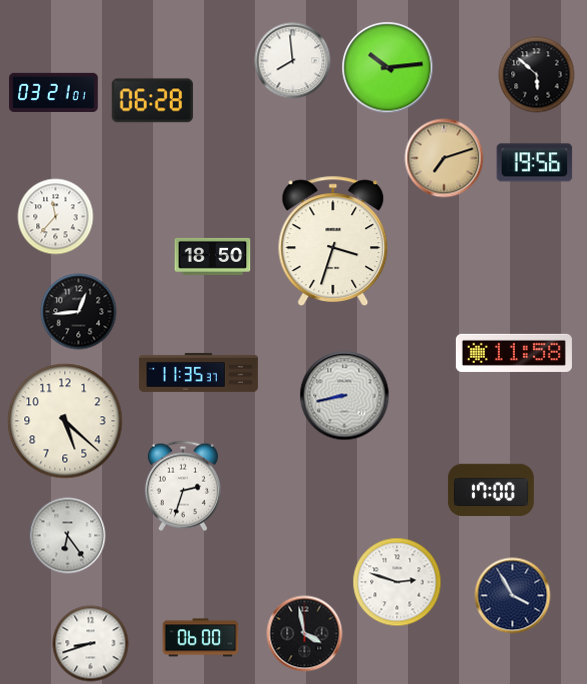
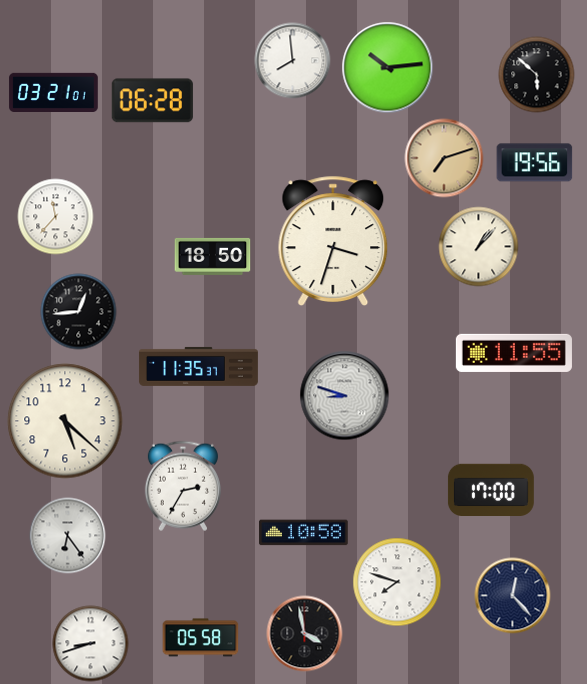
clock at (479, 247): none -> 1:07
clock at (514, 353): 11:58 -> 11:55
clock at (198, 372) position: (198, 372) -> (198, 366)
clock at (345, 396): 8:43 -> 8:48
clock at (183, 486): 2:33 -> 2:35
clock at (304, 533): none -> 10:58
clock at (397, 582): 2:48 -> 7:48
clock at (513, 596): 3:55 -> 12:23
clock at (201, 638): 06:00 -> 05:58
